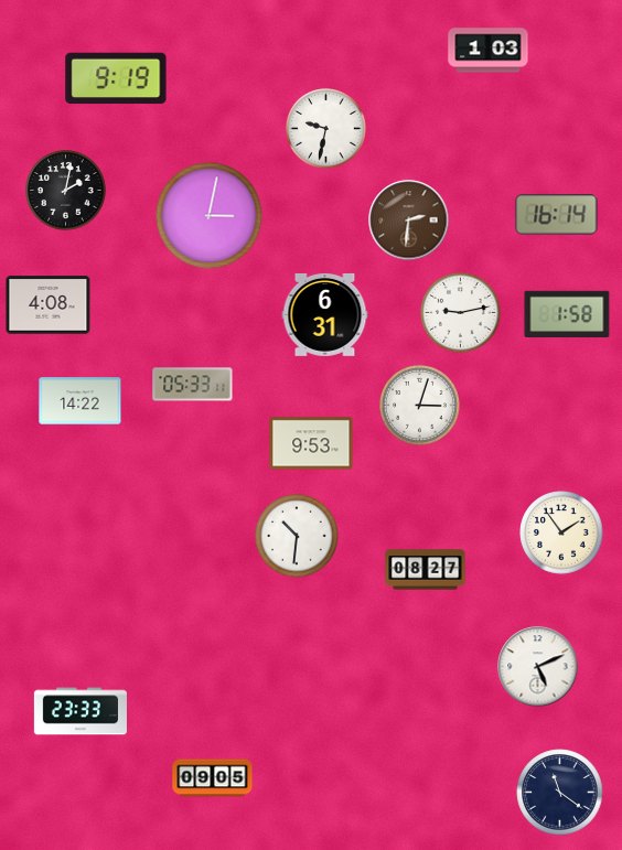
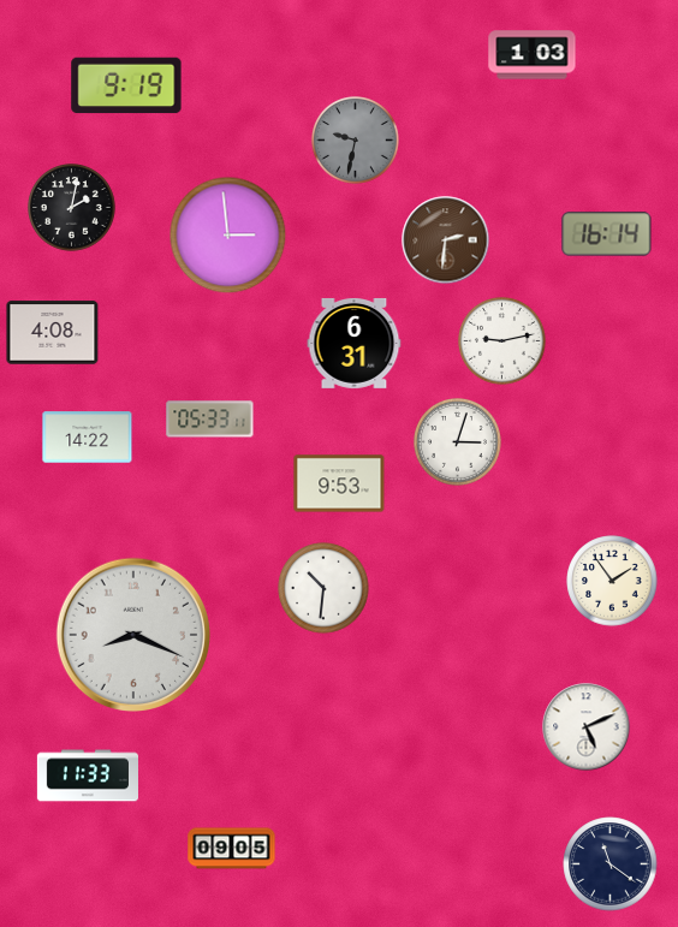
clock at (326, 129) dial: white -> grey
clock at (210, 216): 3:02 -> 2:59
clock at (567, 313): 1:58 -> none
clock at (297, 536) position: (297, 536) -> (323, 588)
clock at (426, 570): 08:27 -> none
clock at (132, 634): none -> 8:19
clock at (81, 711): 23:33 -> 11:33
